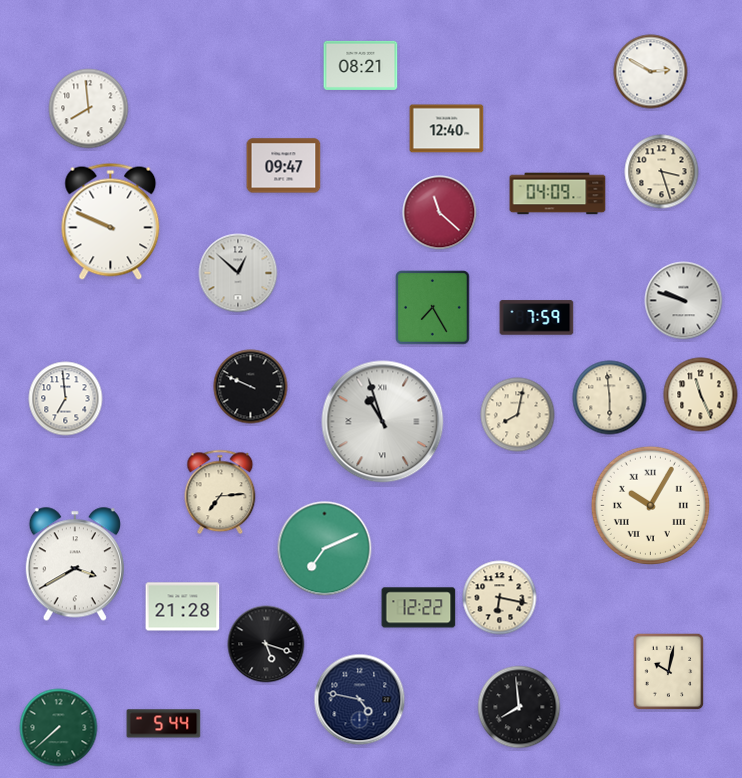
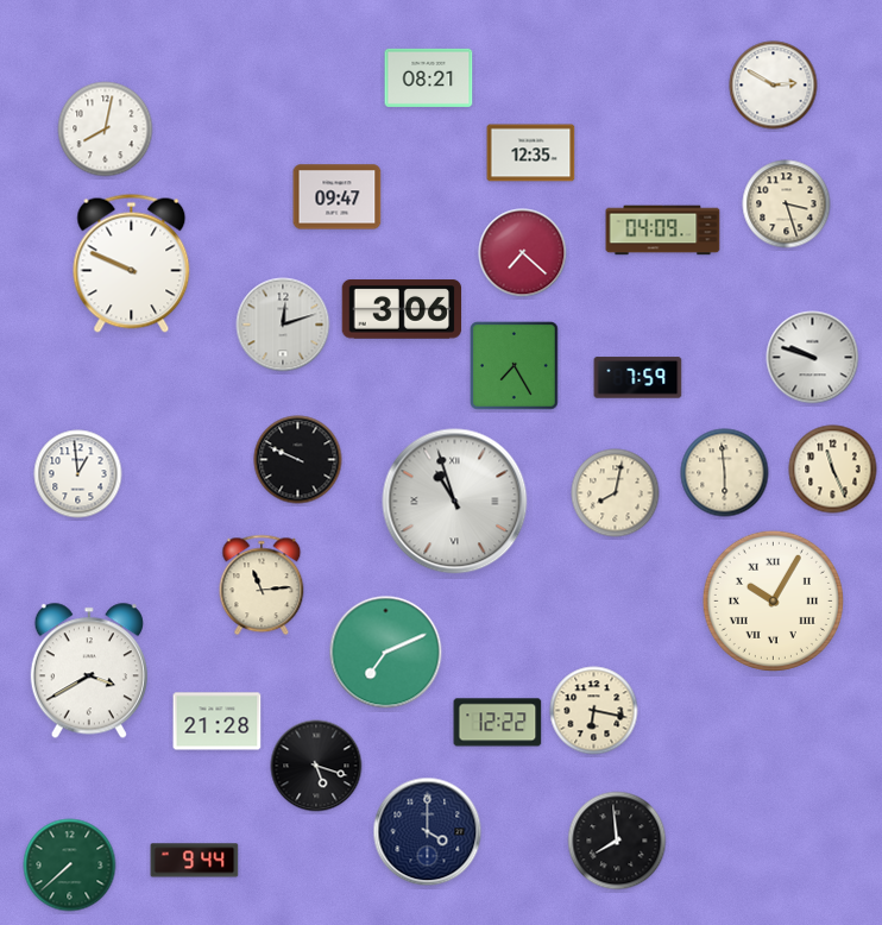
clock at (89, 109): 7:59 -> 8:02
clock at (447, 129): 12:40 -> 12:35
clock at (440, 213): 11:22 -> 7:22
clock at (402, 309): none -> 3:06
clock at (238, 273): 12:52 -> 12:12
clock at (66, 399): 6:59 -> 12:59
clock at (220, 492): 7:14 -> 11:14
clock at (669, 672): 10:02 -> none
clock at (360, 700): 4:47 -> 4:00
clock at (164, 724): 5:44 -> 9:44
